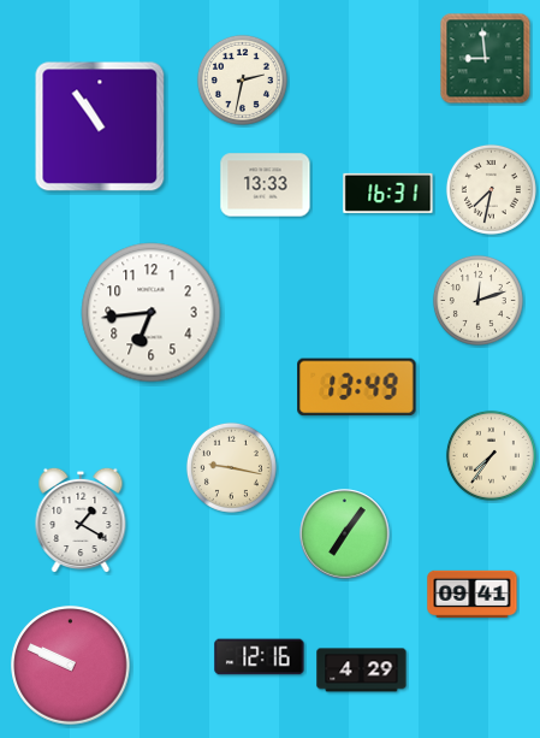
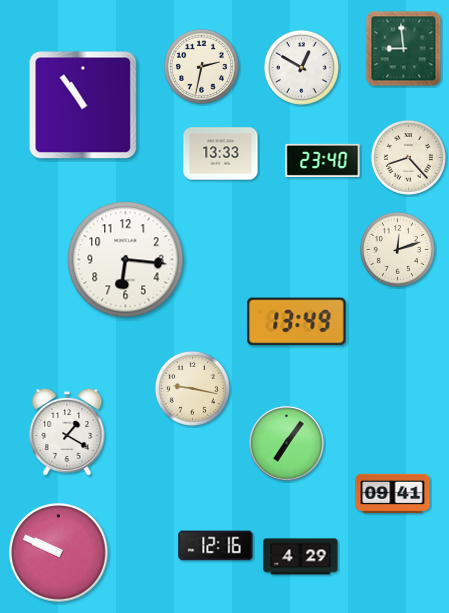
clock at (301, 67): none -> 12:50
clock at (491, 189): 7:32 -> 8:23
clock at (388, 193): 16:31 -> 23:40
clock at (152, 313): 6:44 -> 6:16
clock at (491, 455): 7:36 -> none
